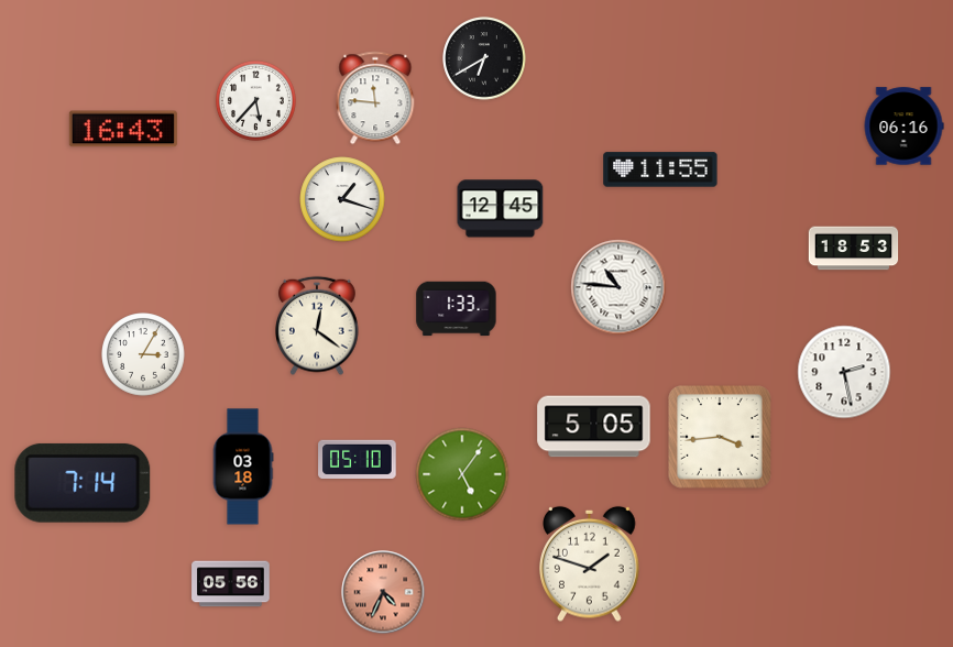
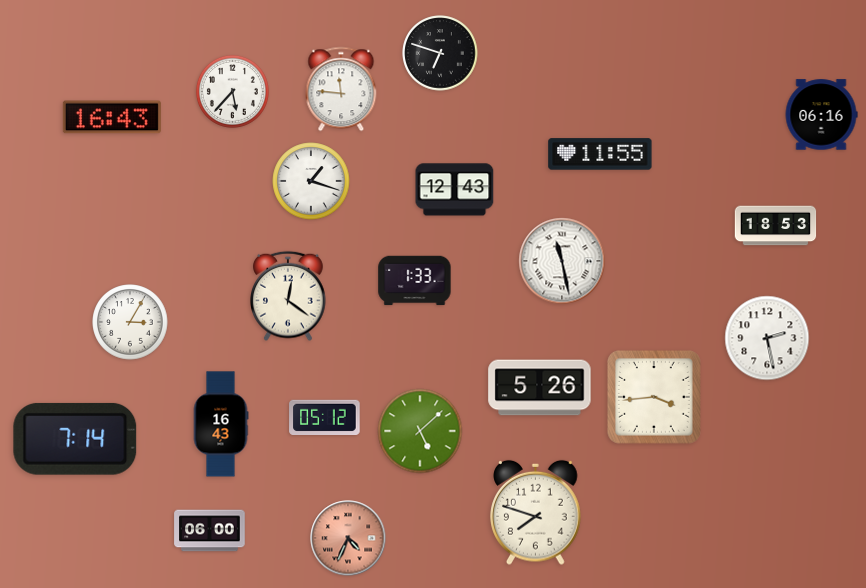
clock at (484, 58): 6:40 -> 6:48
clock at (501, 209): 12:45 -> 12:43
clock at (618, 287): 10:46 -> 11:28
clock at (594, 427): 5:05 -> 5:26
clock at (358, 460): 05:10 -> 05:12
clock at (243, 467): 03:18 -> 16:43
clock at (462, 474): 5:06 -> 5:08
clock at (590, 563): 1:48 -> 7:48
clock at (231, 584): 05:56 -> 06:00
